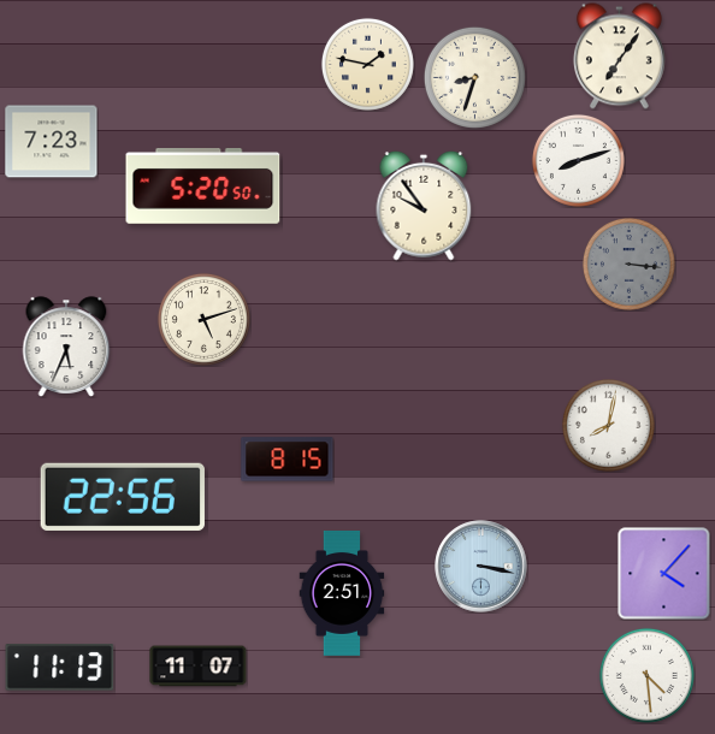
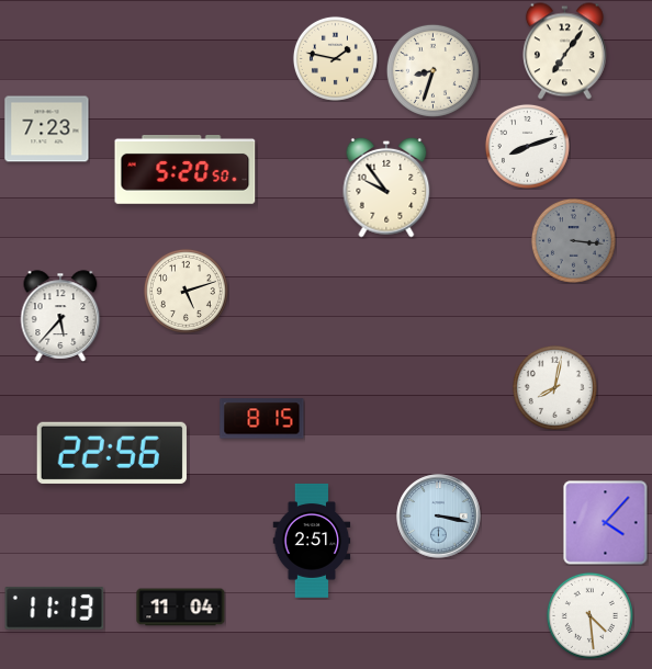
clock at (66, 347): 5:34 -> 5:37
clock at (199, 667): 11:07 -> 11:04
